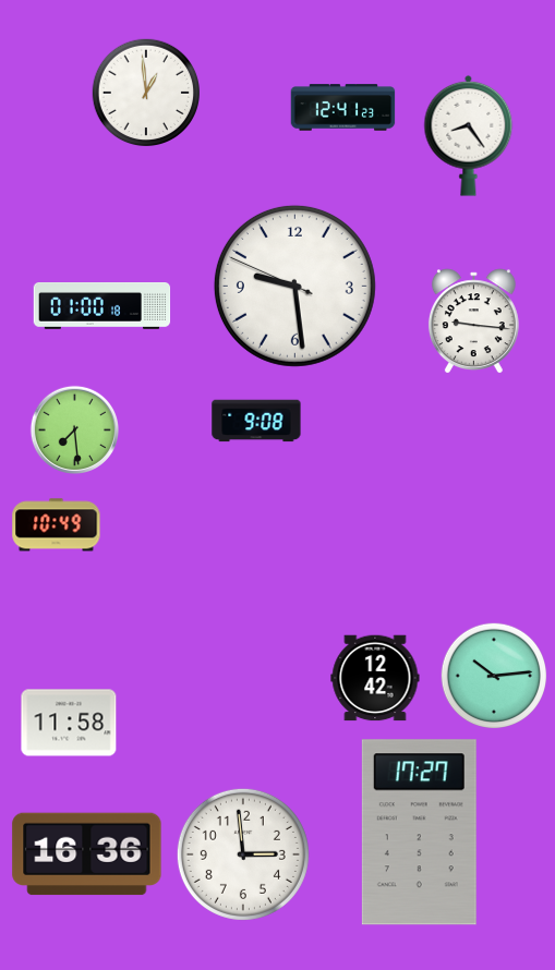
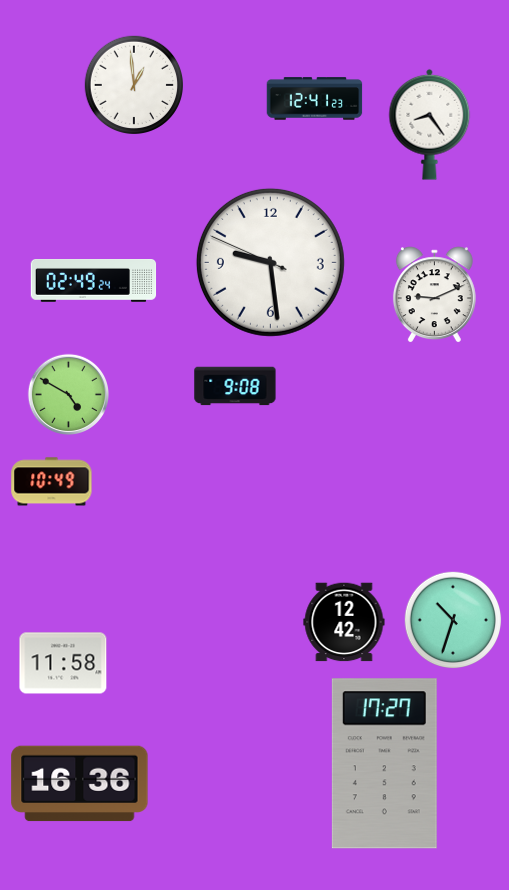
clock at (102, 306): 01:00 -> 02:49
clock at (473, 322): 9:16 -> 9:11
clock at (74, 429): 7:29 -> 4:50
clock at (494, 676): 10:14 -> 10:33
clock at (243, 854): 2:59 -> none
